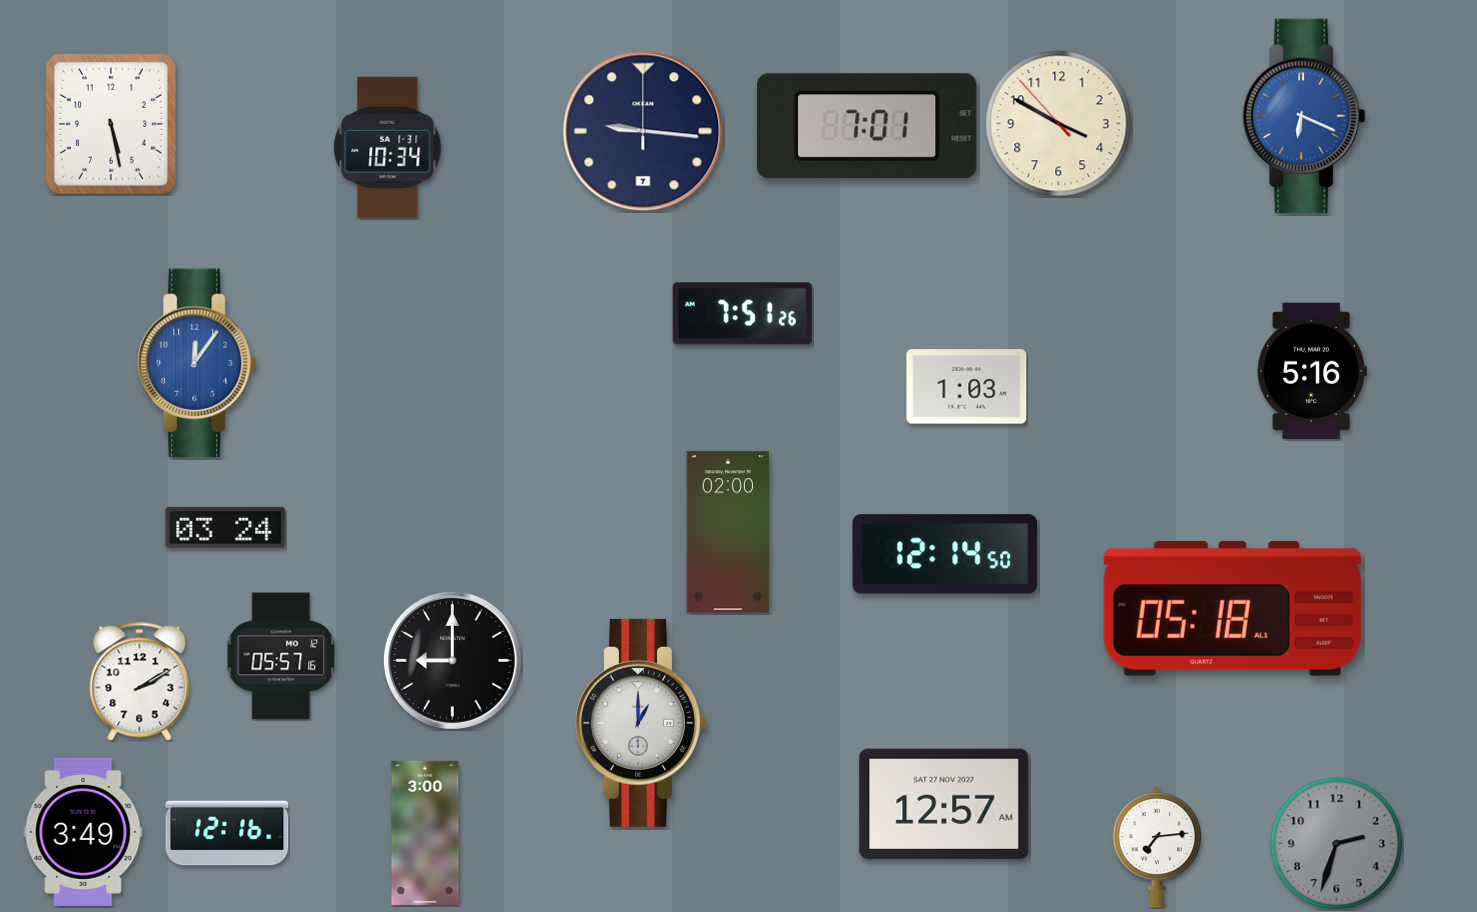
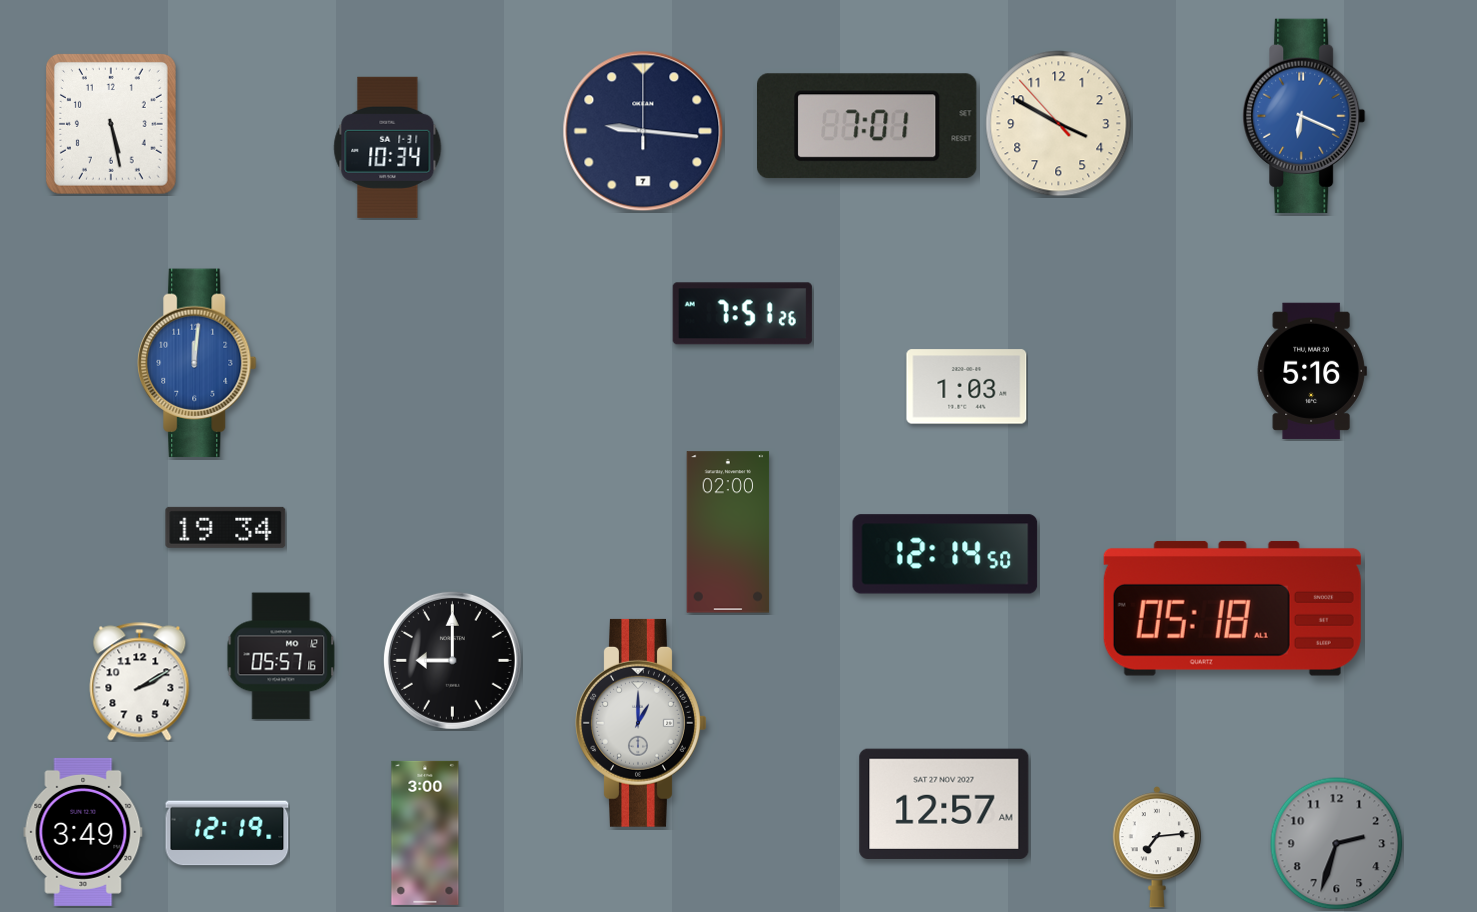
clock at (197, 363): 12:06 -> 12:01
clock at (226, 527): 03:24 -> 19:34
clock at (227, 833): 12:16 -> 12:19
